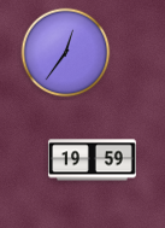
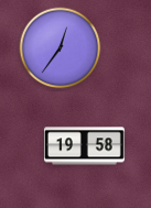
clock at (92, 160): 19:59 -> 19:58
